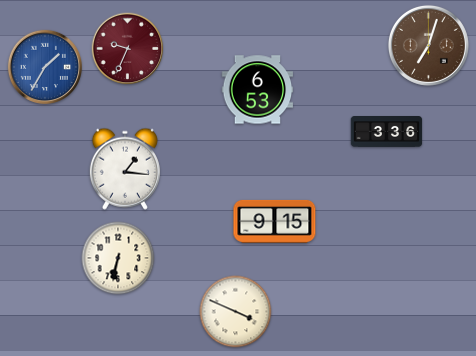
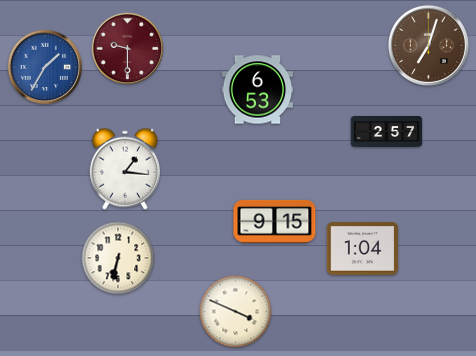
clock at (128, 49): 9:34 -> 9:30
clock at (387, 132): 3:36 -> 2:57
clock at (363, 249): none -> 1:04
